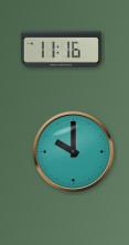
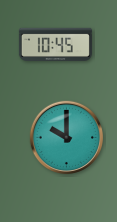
clock at (61, 49): 11:16 -> 10:45
